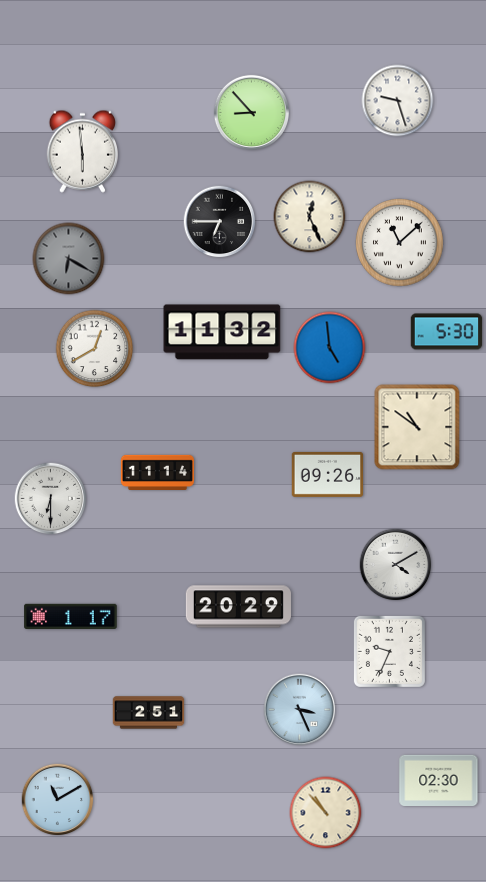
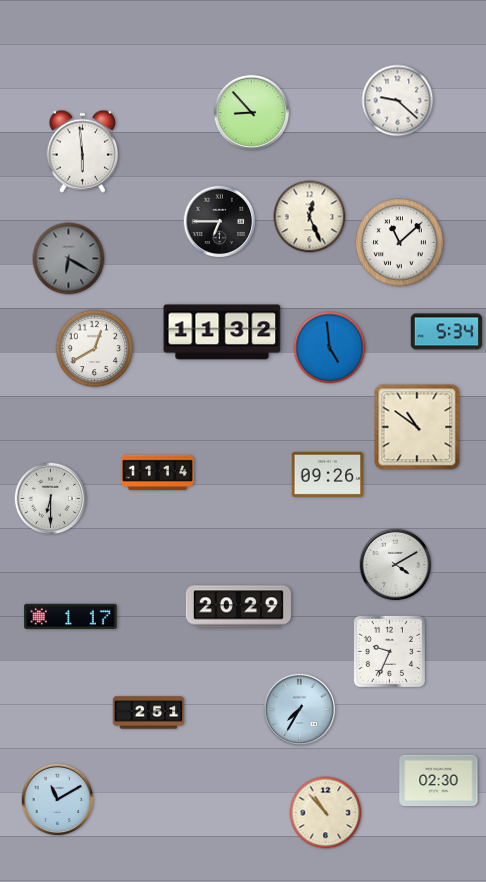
clock at (398, 101): 9:27 -> 9:22
clock at (447, 332): 5:30 -> 5:34
clock at (300, 710): 3:26 -> 7:35
